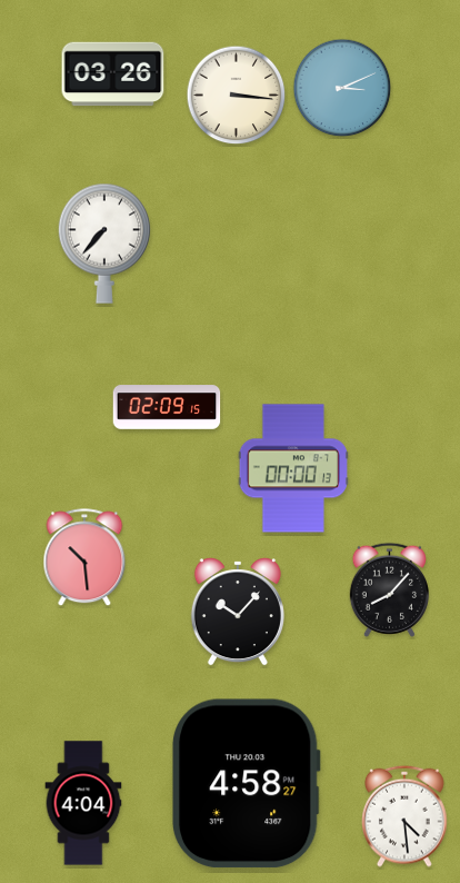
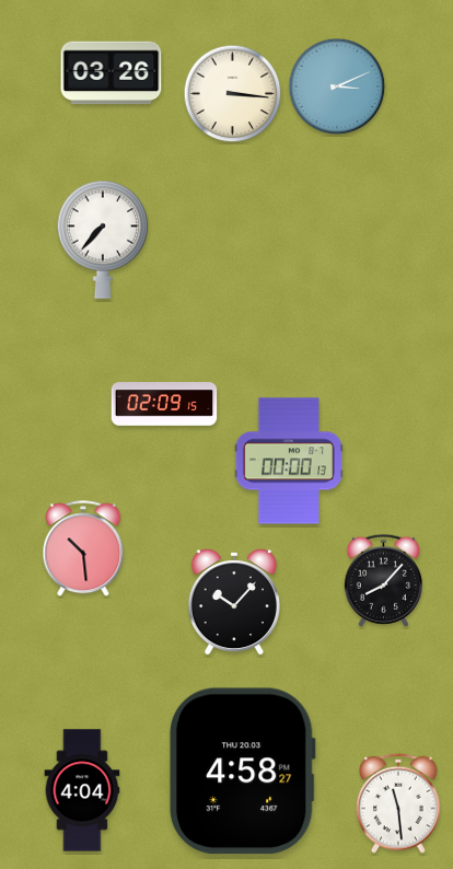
clock at (167, 407) position: (167, 407) -> (164, 404)
clock at (404, 816): 4:29 -> 11:29
